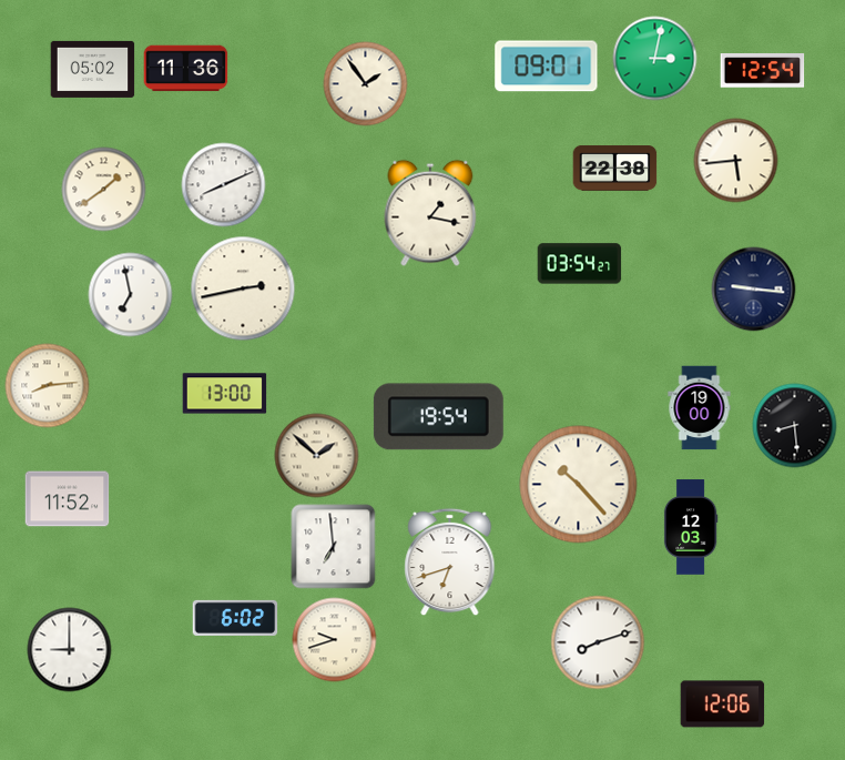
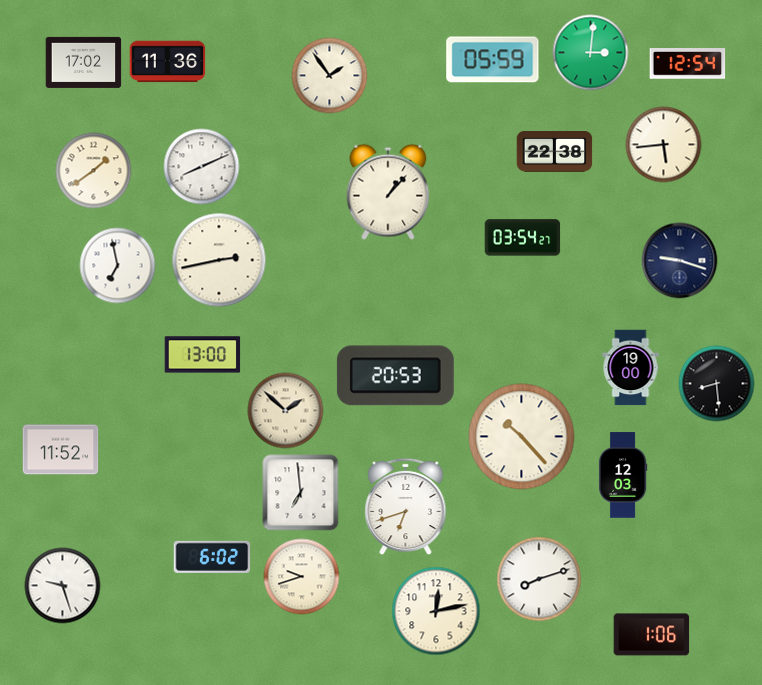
clock at (655, 59): 3:02 -> 3:01
clock at (547, 67): 09:01 -> 05:59
clock at (93, 69): 05:02 -> 17:02
clock at (430, 213): 1:17 -> 1:07
clock at (754, 290): 9:16 -> 9:18
clock at (48, 386): 8:14 -> none
clock at (438, 417): 19:54 -> 20:53
clock at (70, 650): 9:00 -> 9:27
clock at (436, 611): none -> 12:13
clock at (723, 705): 12:06 -> 1:06
